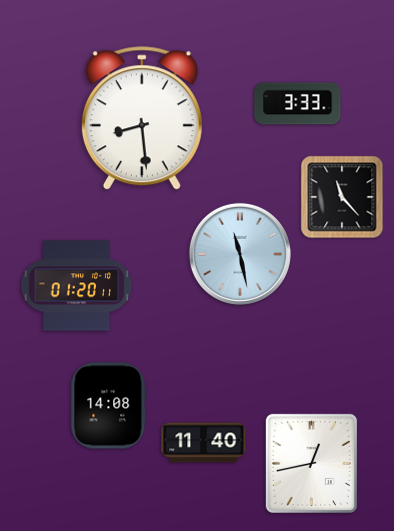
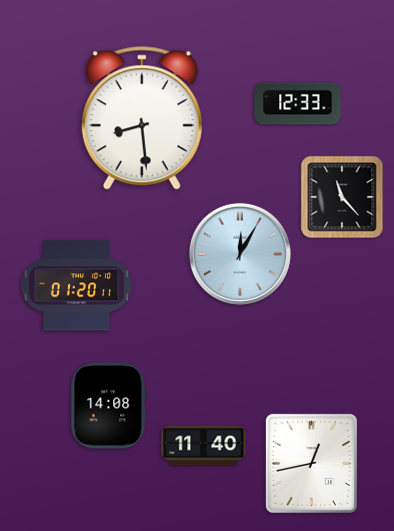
clock at (298, 104): 3:33 -> 12:33
clock at (240, 254): 11:28 -> 12:05
clock at (204, 443) position: (204, 443) -> (204, 446)
